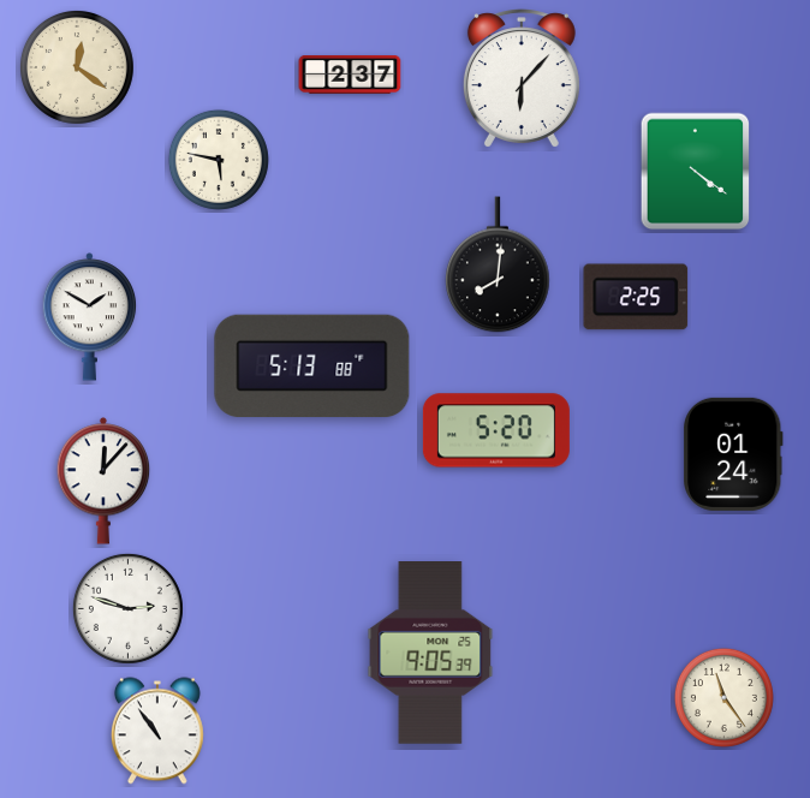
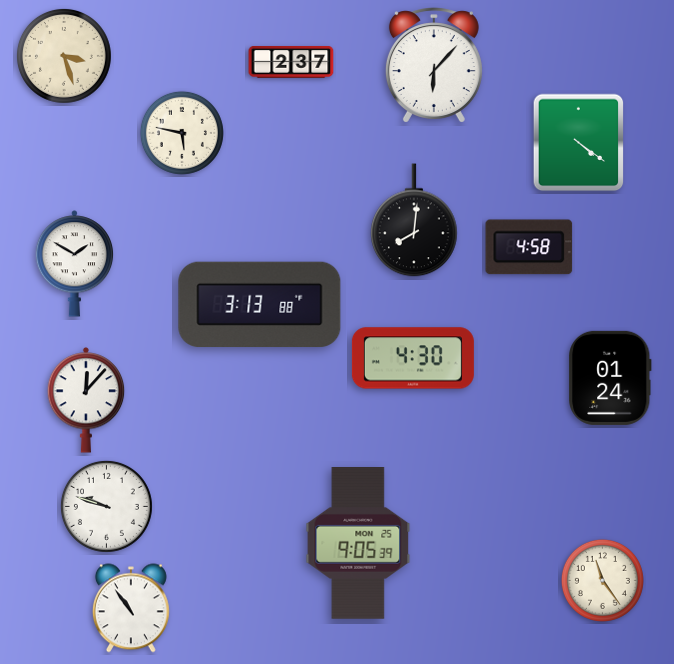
clock at (77, 67): 12:21 -> 3:27
clock at (636, 297): 2:25 -> 4:58
clock at (312, 367): 5:13 -> 3:13
clock at (496, 430): 5:20 -> 4:30
clock at (127, 608): 2:48 -> 9:48
